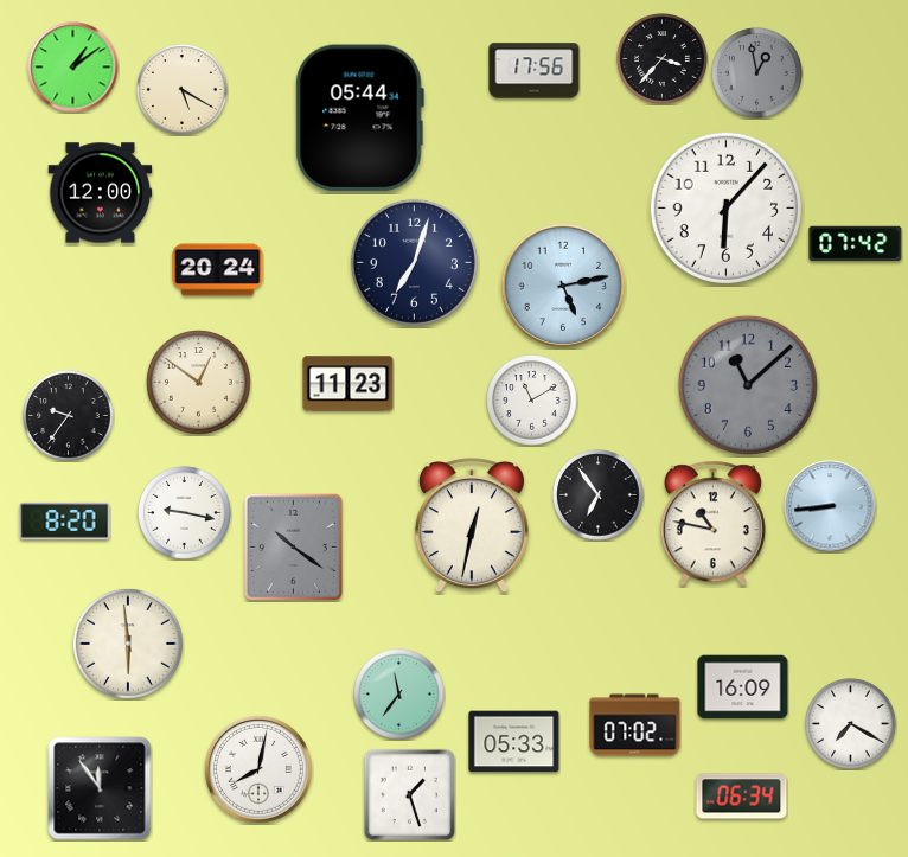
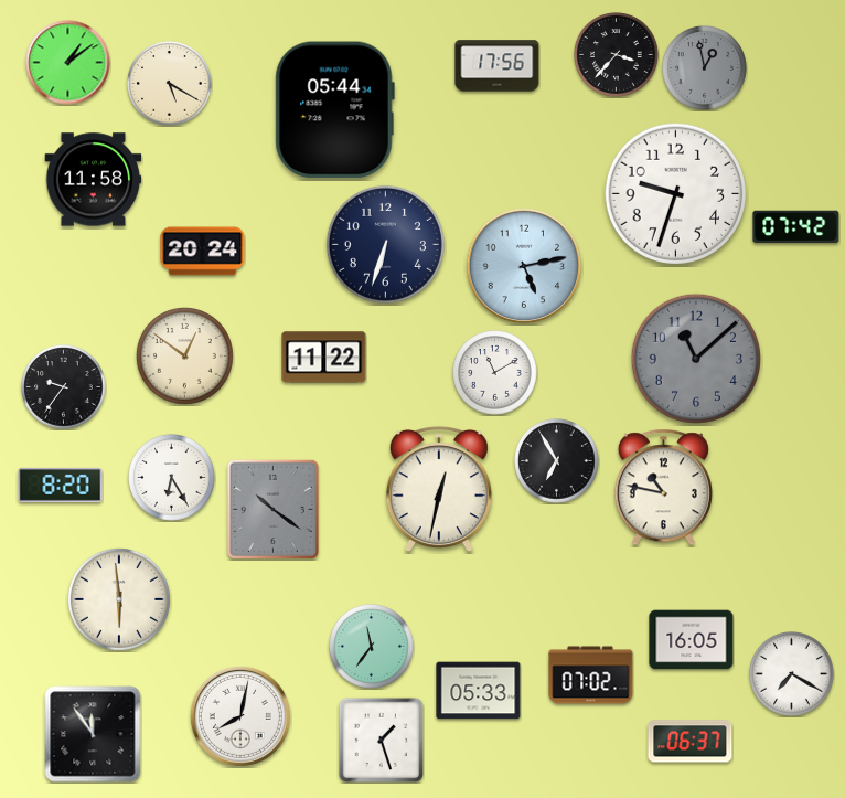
clock at (101, 193): 12:00 -> 11:58
clock at (725, 207): 6:07 -> 9:33
clock at (414, 262): 7:03 -> 6:33
clock at (349, 384): 11:23 -> 11:22
clock at (599, 495): 6:54 -> 6:55
clock at (830, 506): 8:44 -> none
clock at (185, 513): 9:17 -> 6:25
clock at (743, 687): 16:09 -> 16:05
clock at (742, 797): 06:34 -> 06:37
